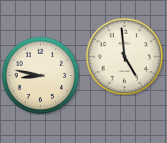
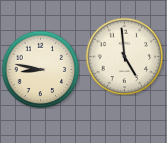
clock at (40, 75) position: (40, 75) -> (40, 69)
